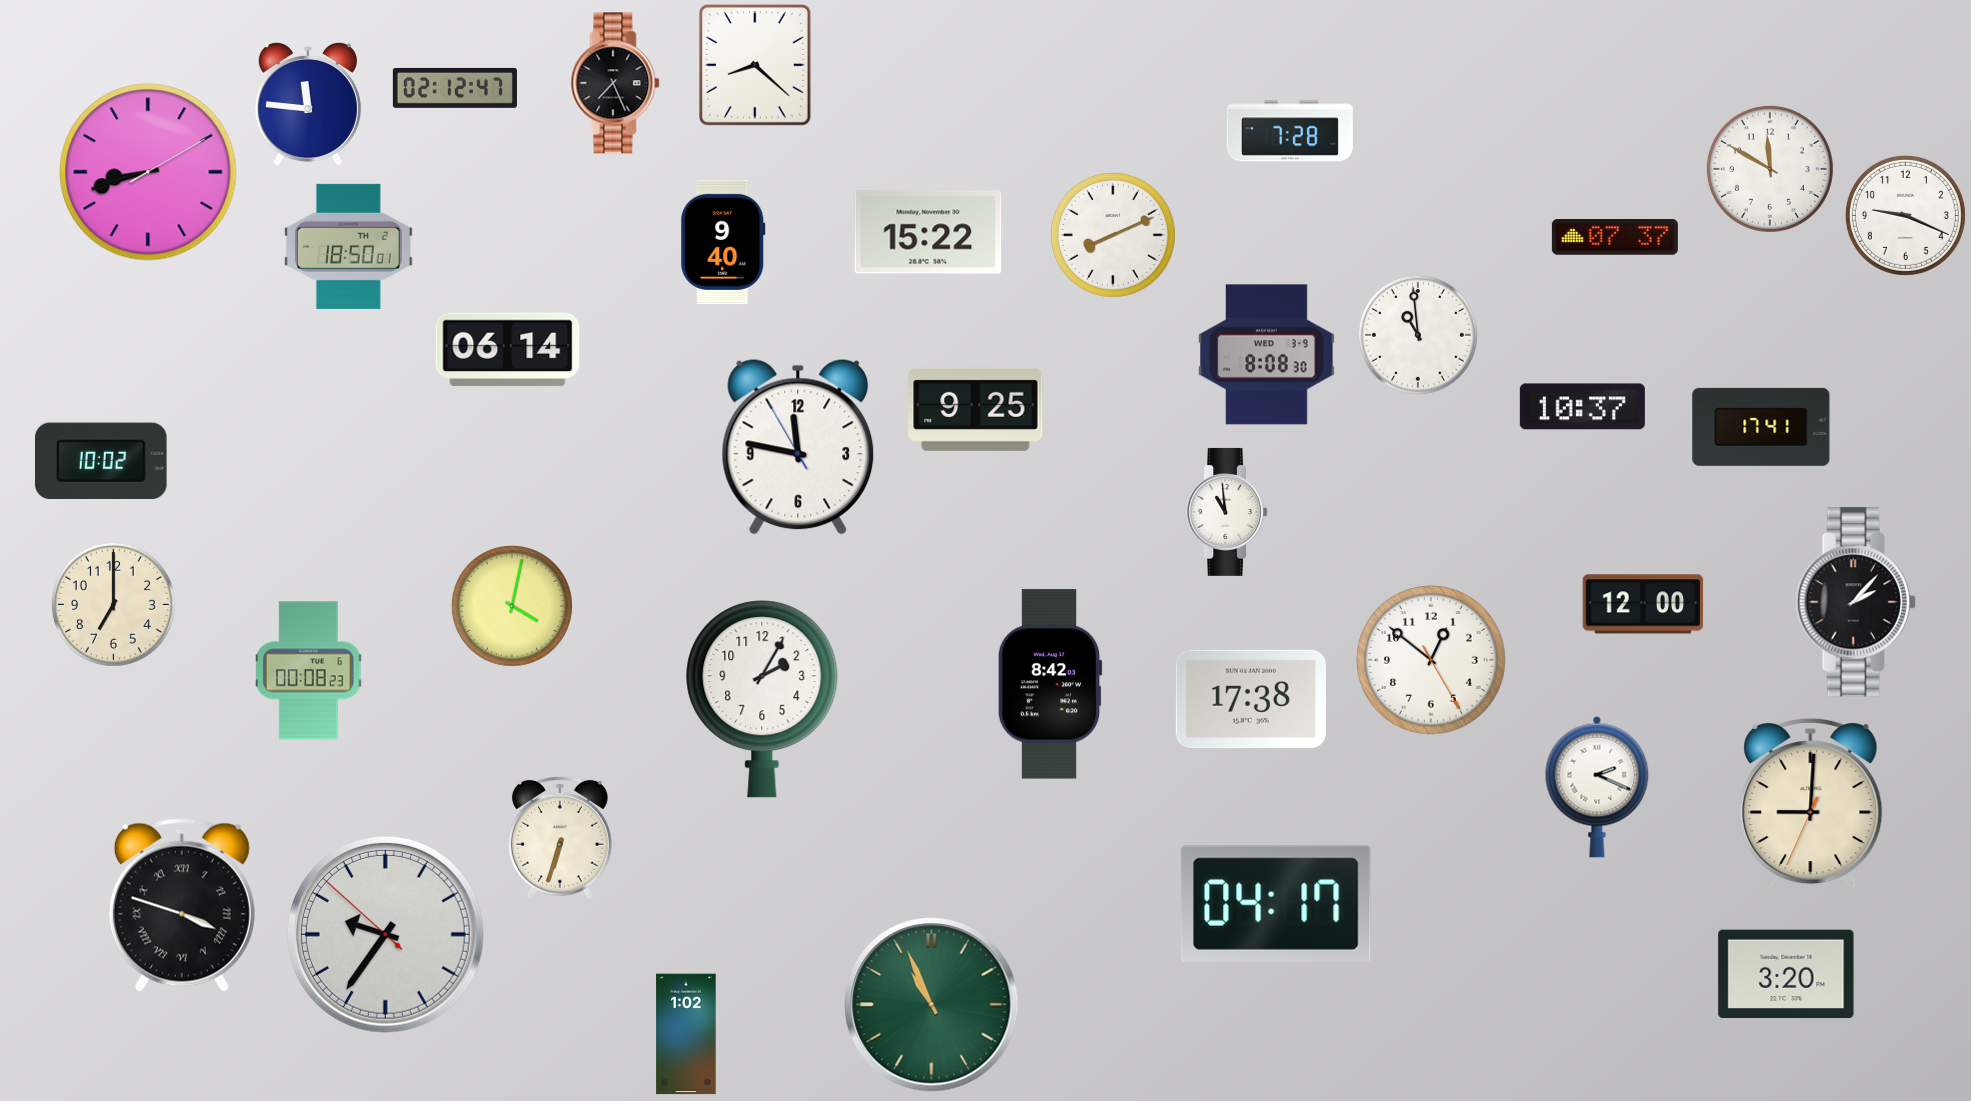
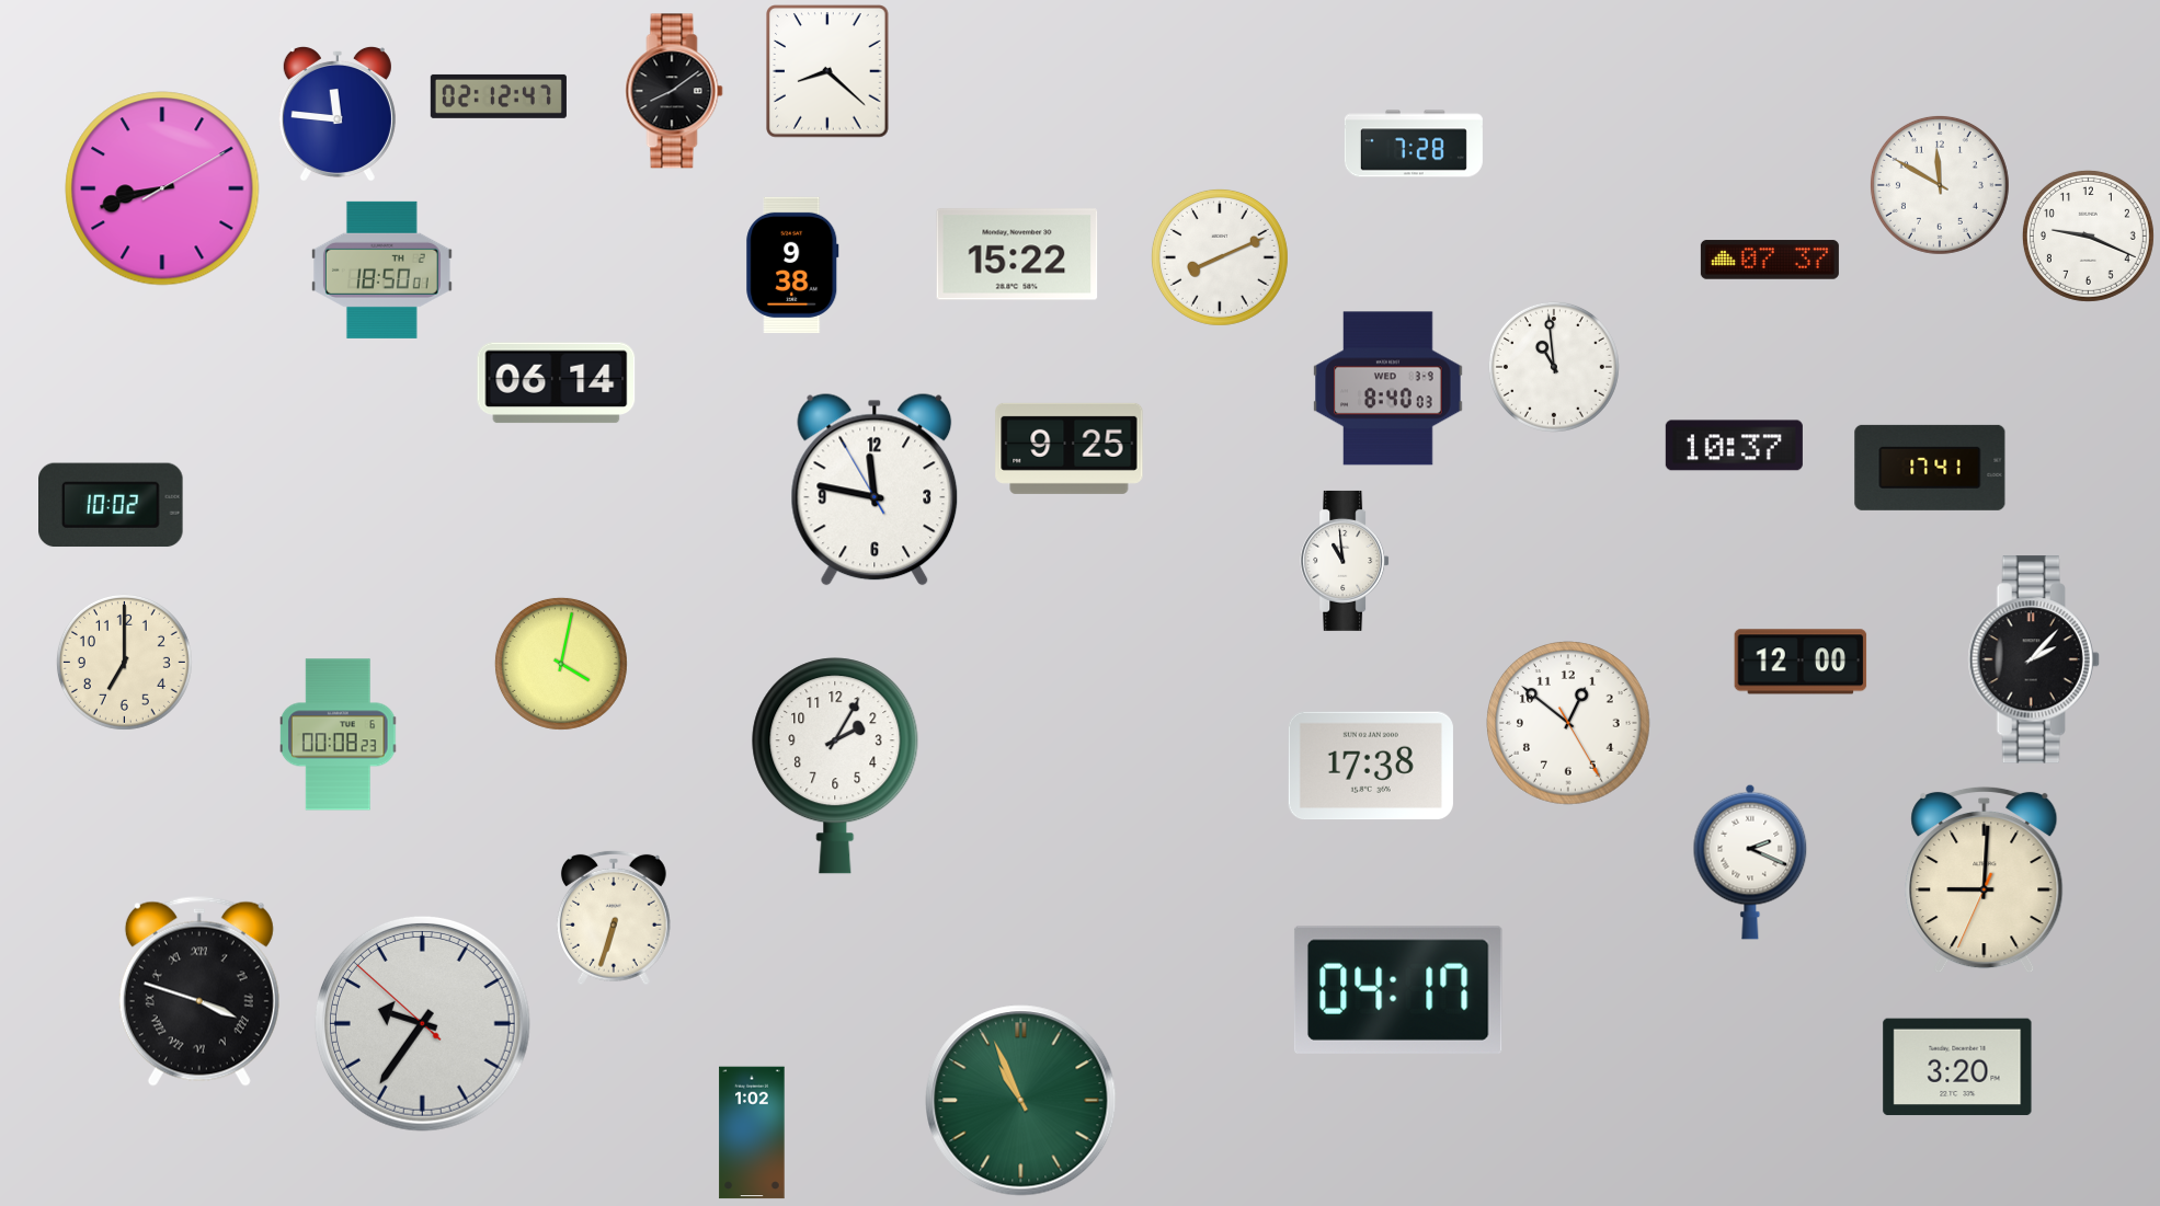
clock at (615, 83): 7:26 -> 8:09
clock at (723, 242): 9:40 -> 9:38
clock at (1267, 355): 8:08 -> 8:40
clock at (1050, 684): 8:42 -> none
